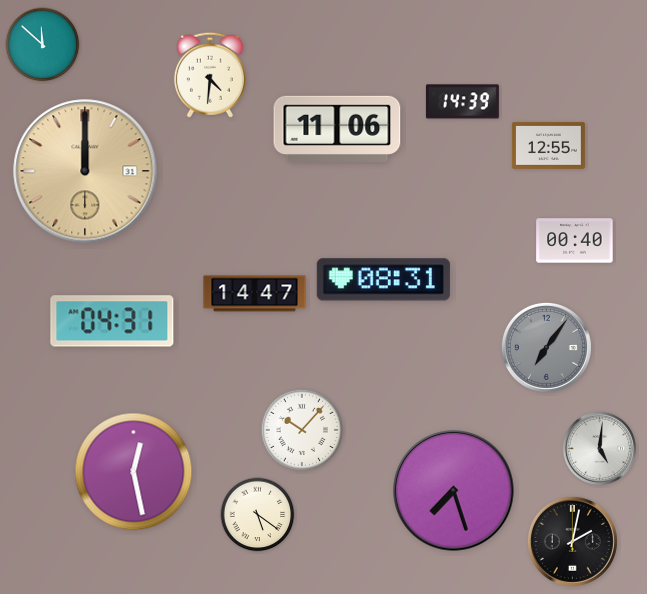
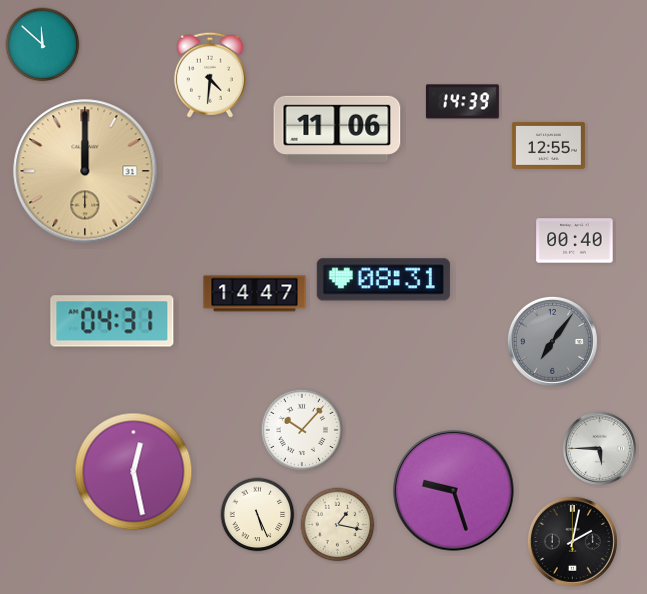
clock at (546, 347) position: (546, 347) -> (552, 341)
clock at (599, 448): 5:01 -> 5:45
clock at (454, 491): 7:27 -> 9:27
clock at (258, 515): 5:21 -> 5:26
clock at (338, 525): none -> 1:17
